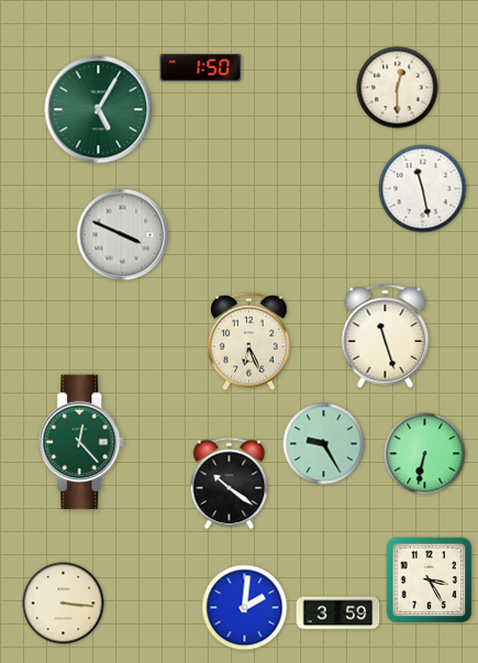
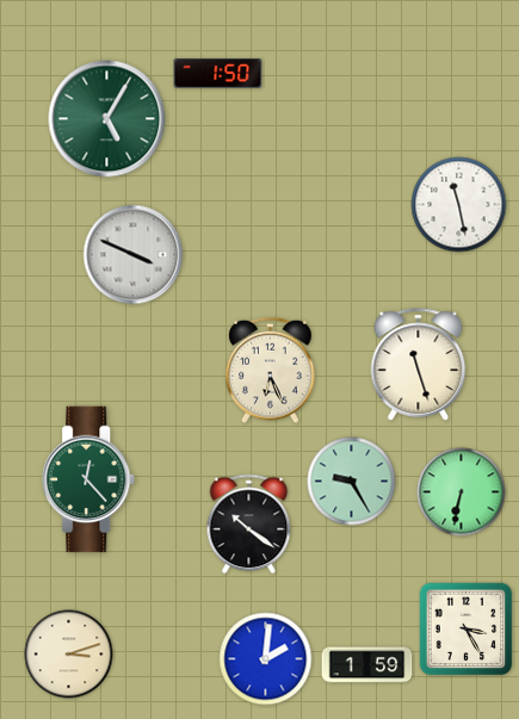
clock at (398, 88): 12:30 -> none
clock at (64, 604): 3:16 -> 3:12
clock at (338, 614): 3:59 -> 1:59
